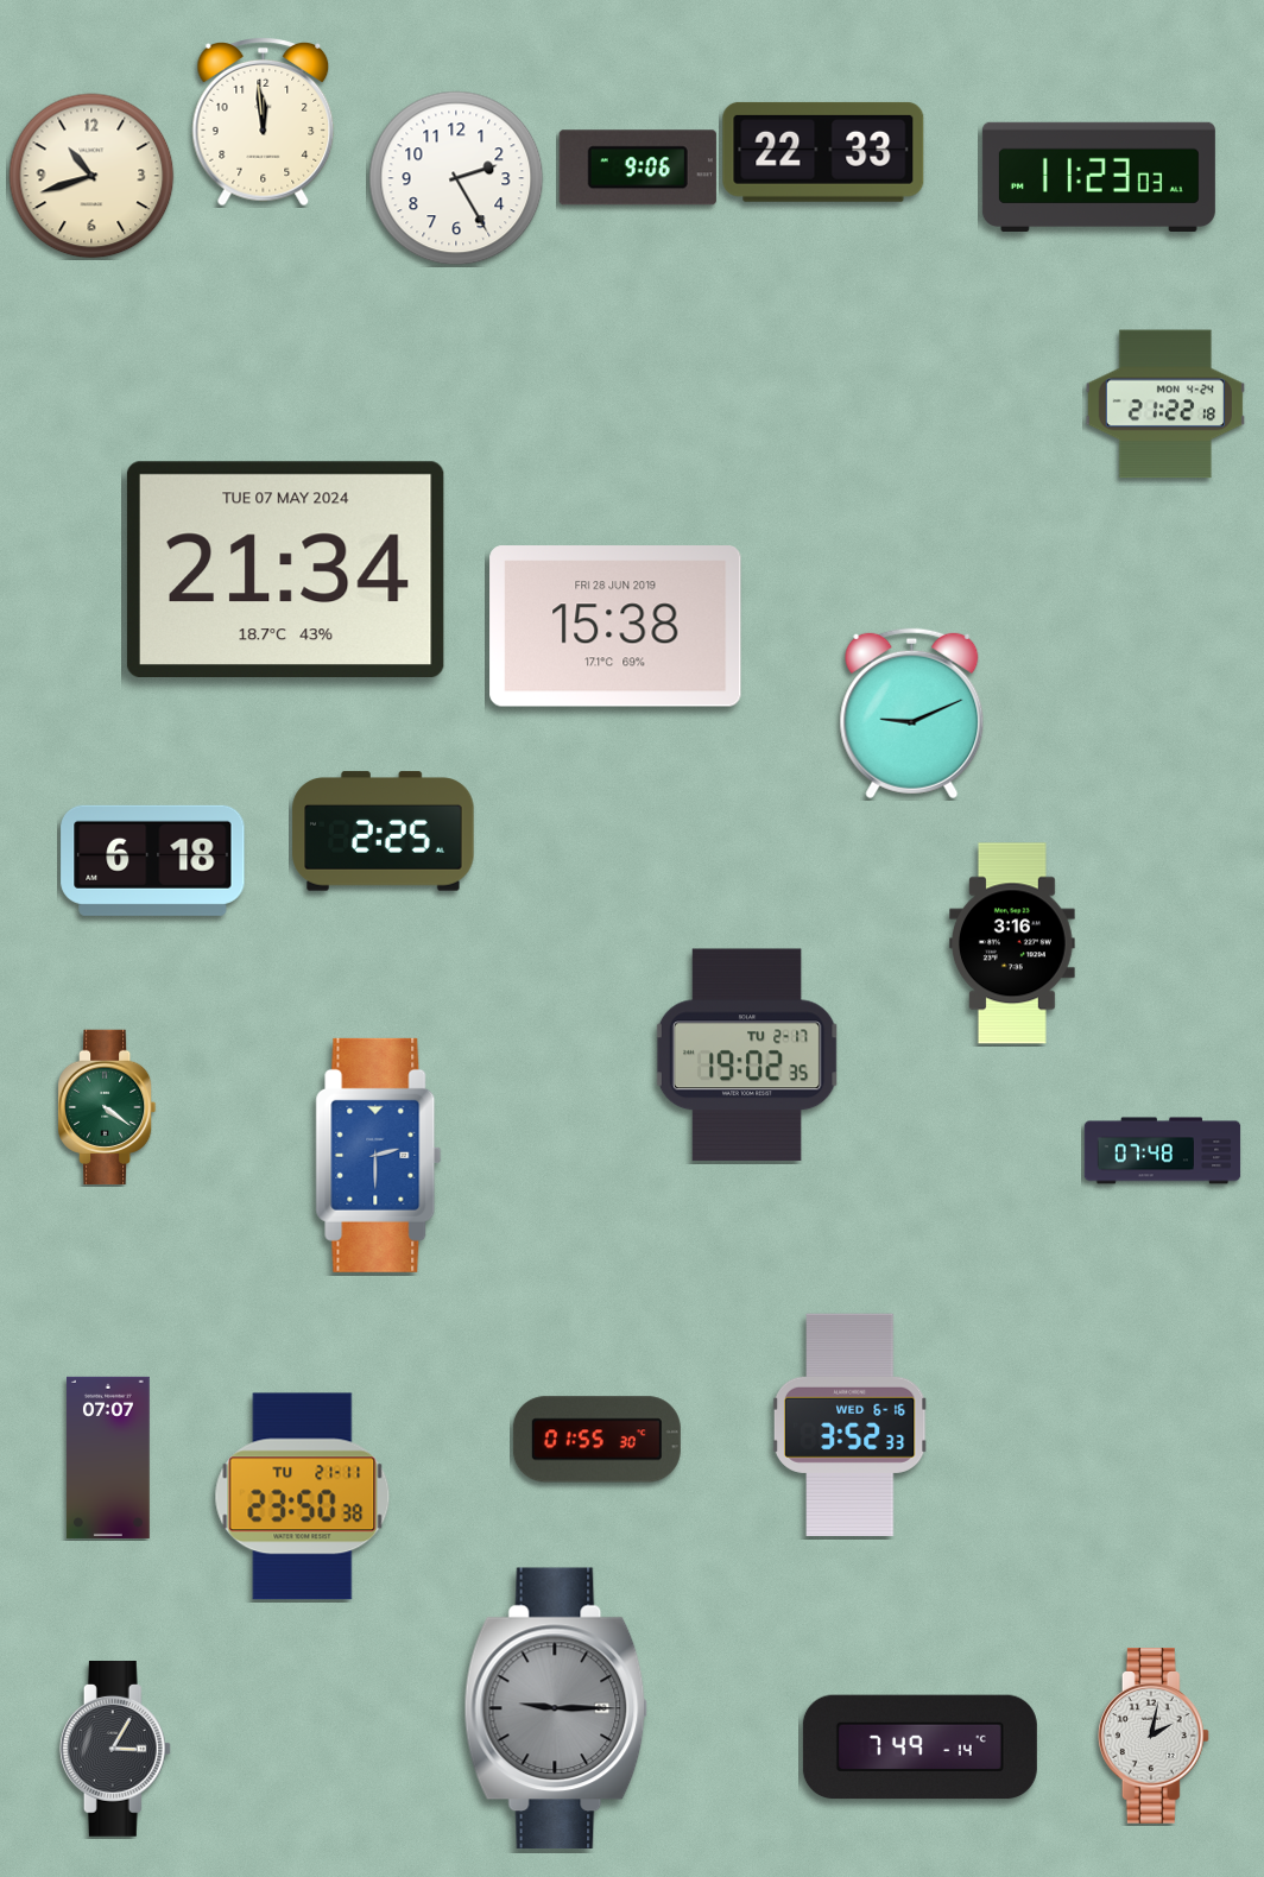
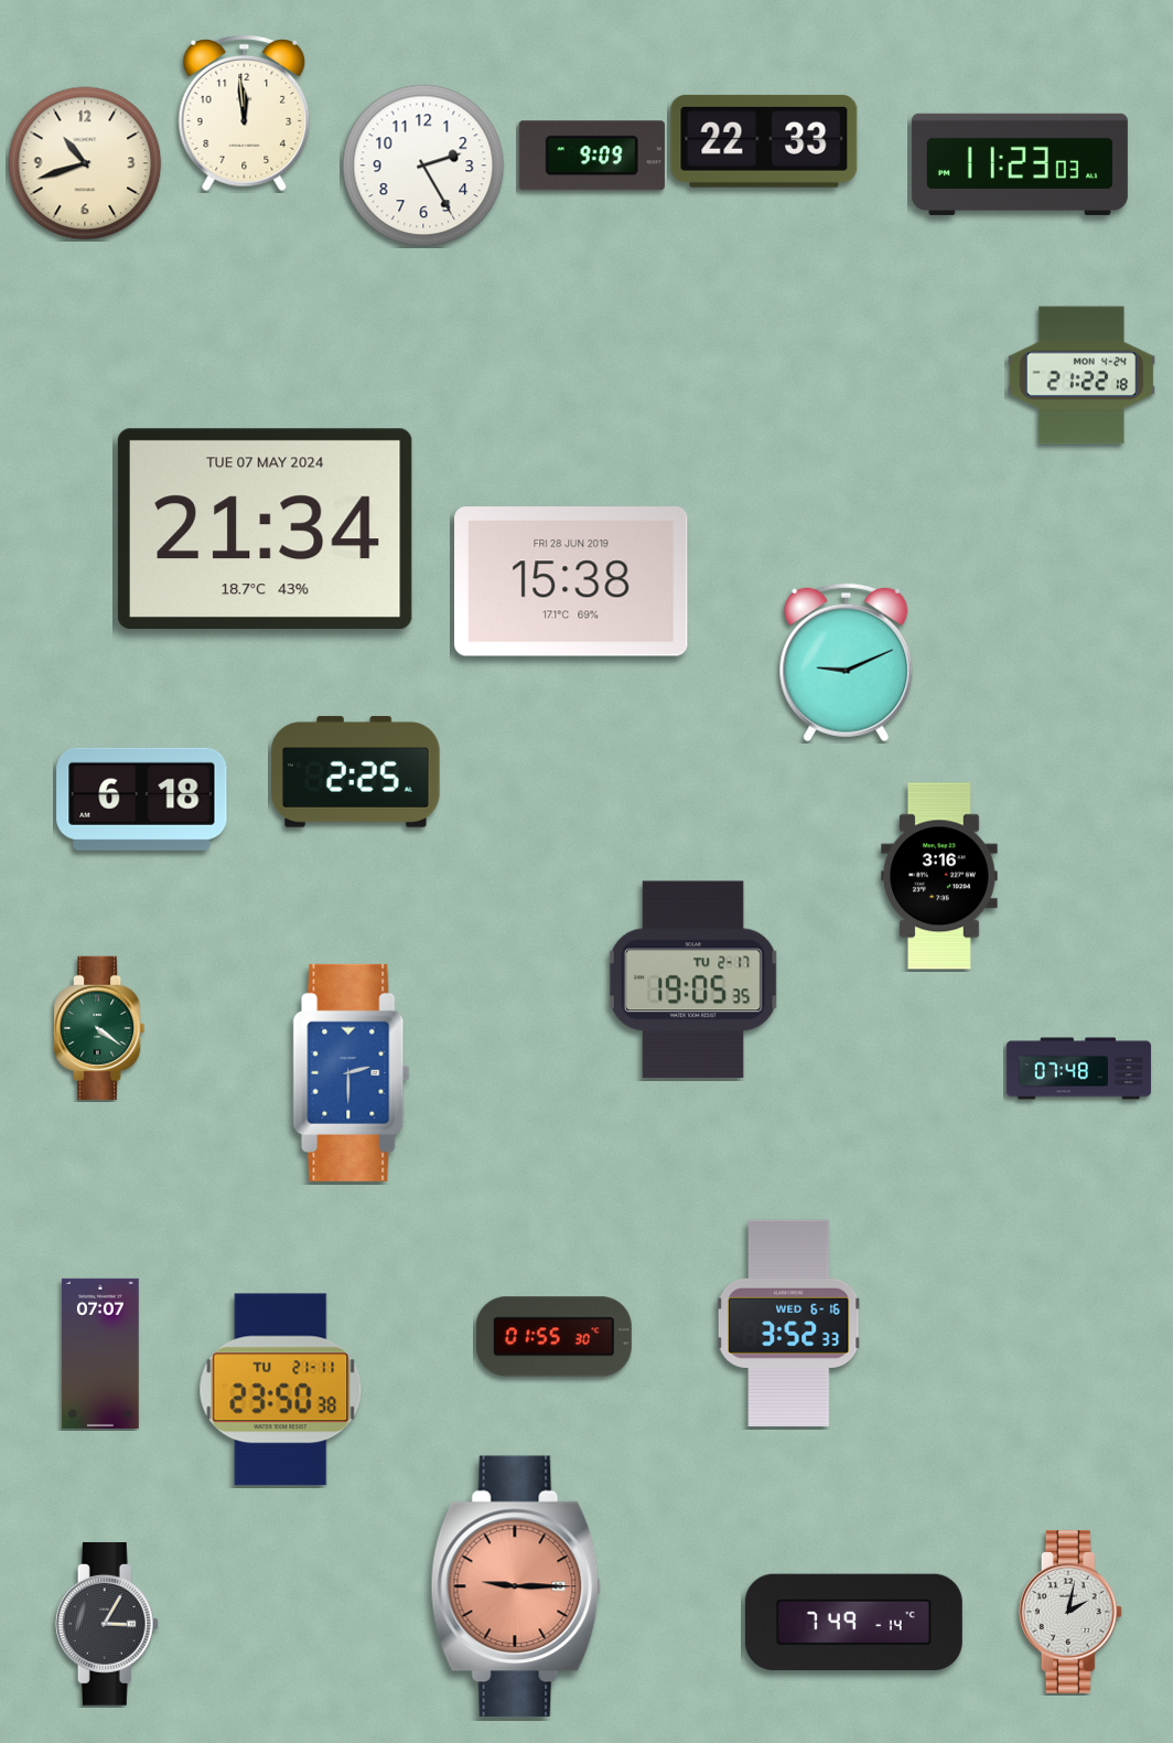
clock at (638, 168): 9:06 -> 9:09
clock at (747, 1055): 19:02 -> 19:05
clock at (556, 1708) dial: grey -> salmon
